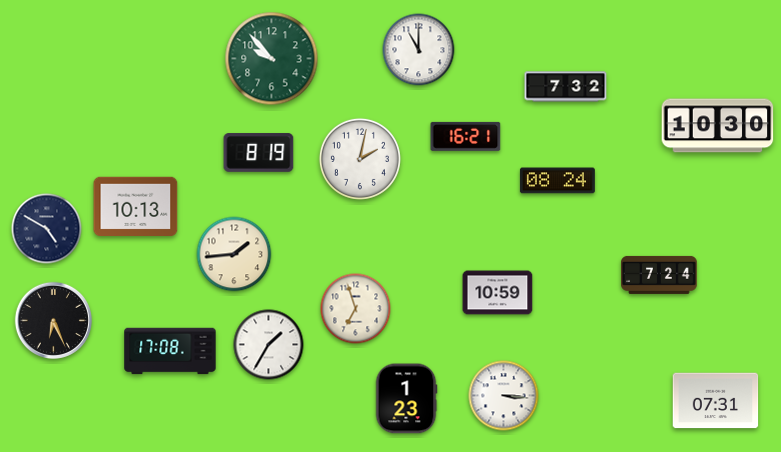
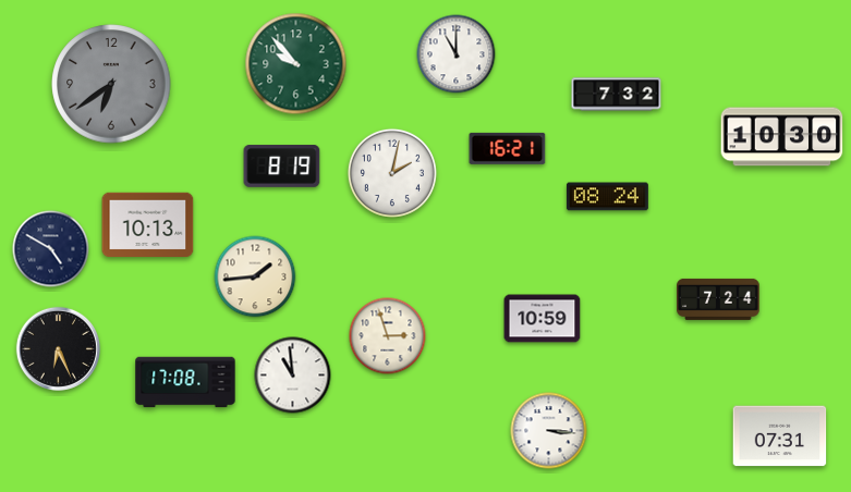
clock at (111, 84): none -> 6:39
clock at (356, 309): 6:57 -> 2:57
clock at (269, 345): 1:35 -> 10:59
clock at (406, 399): 1:23 -> none
